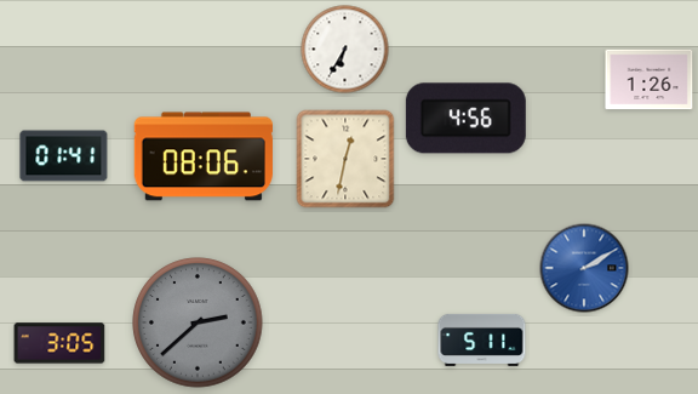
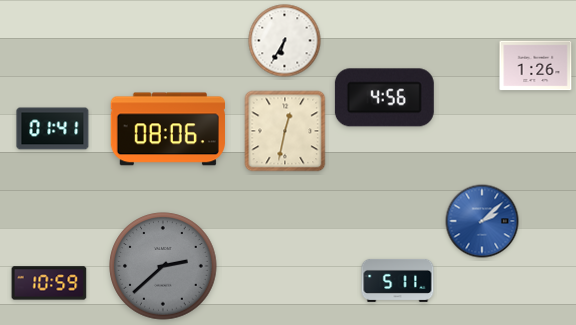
clock at (584, 268): 2:10 -> 2:08
clock at (59, 343): 3:05 -> 10:59
